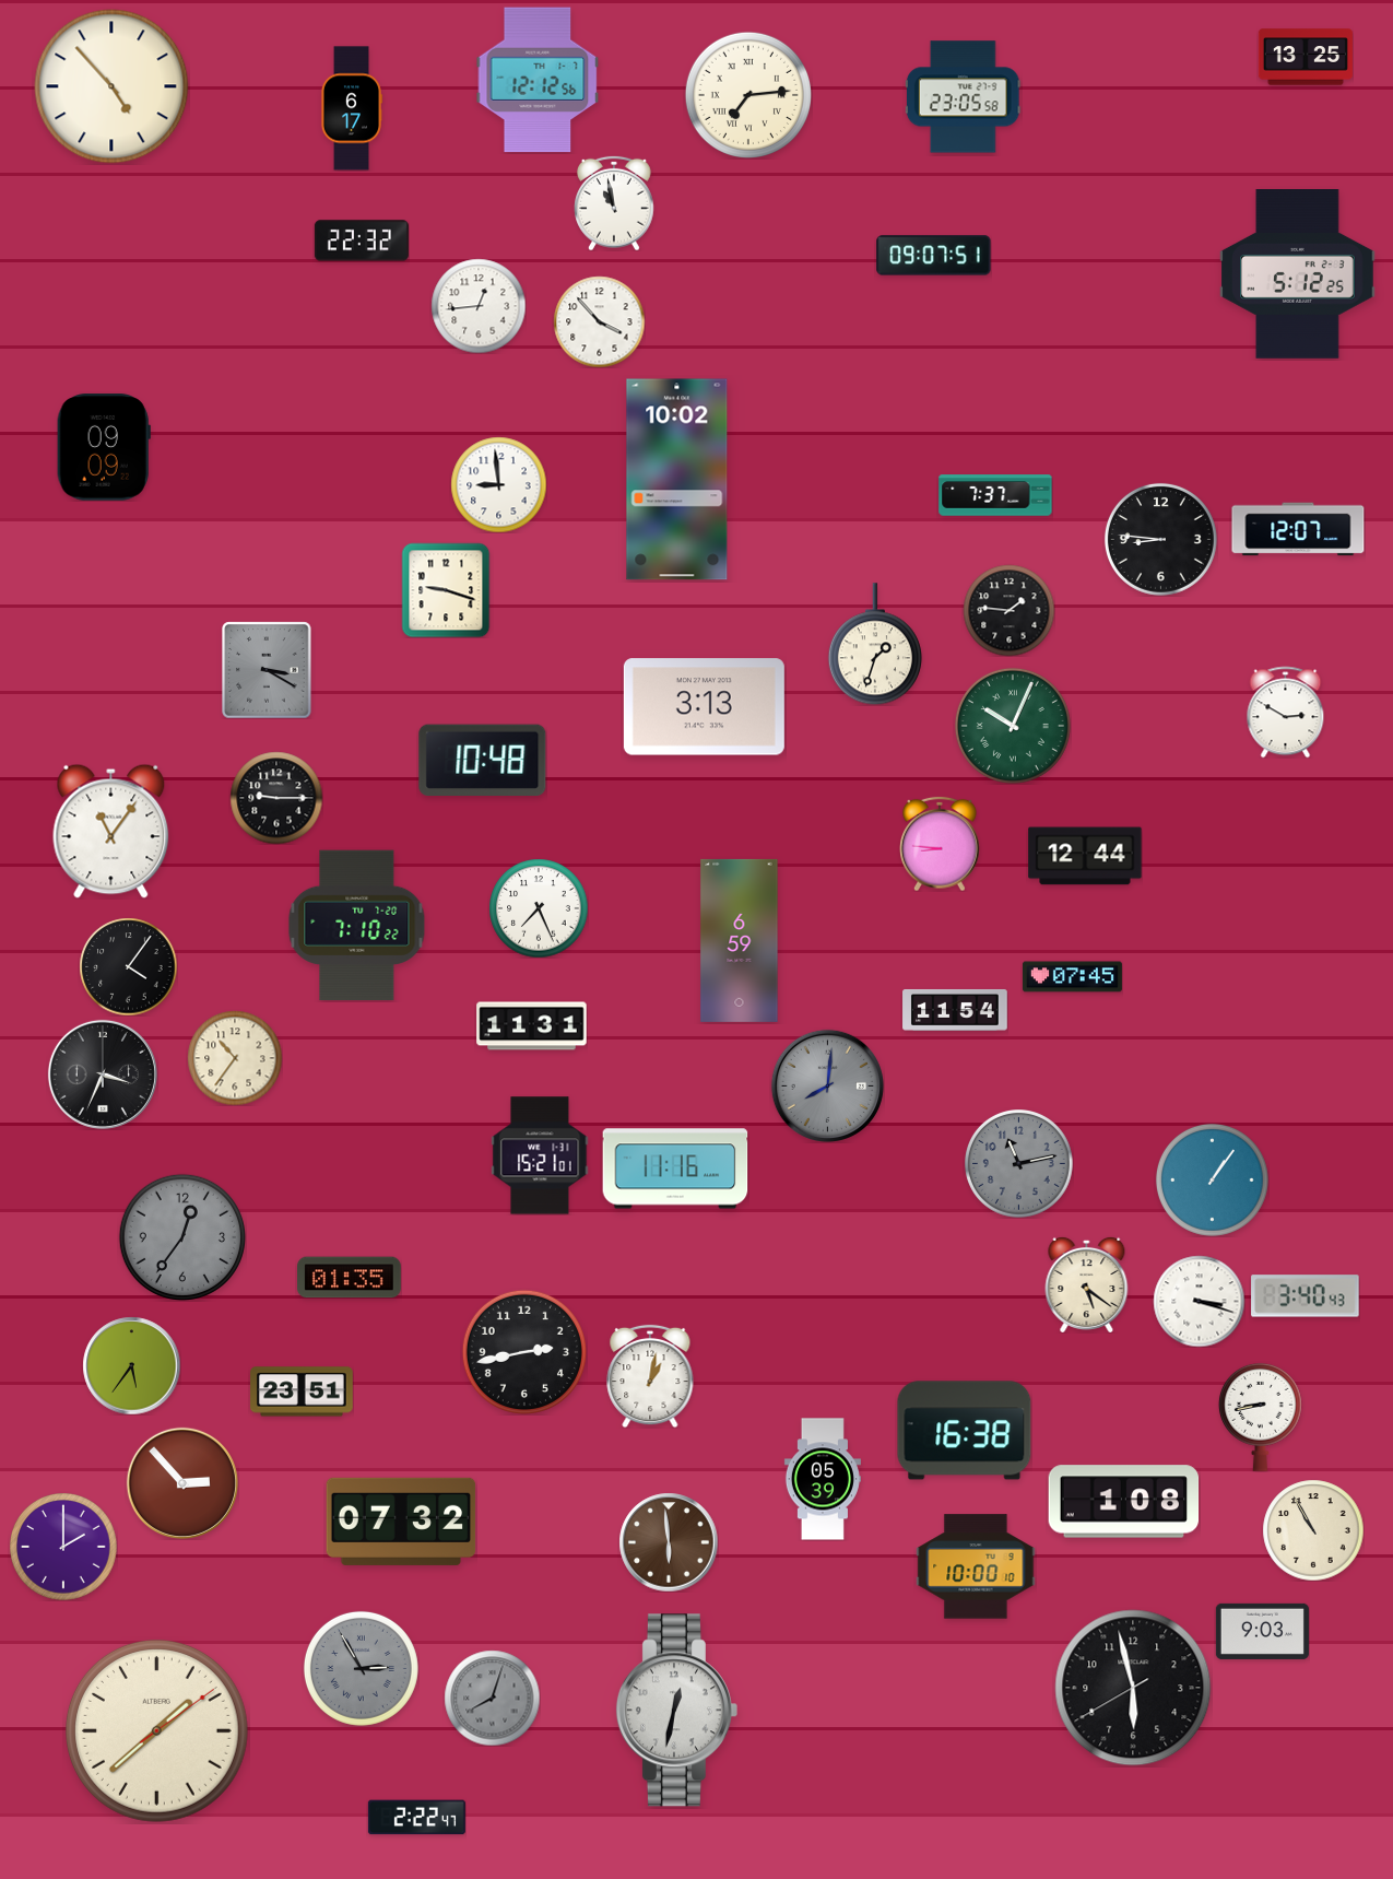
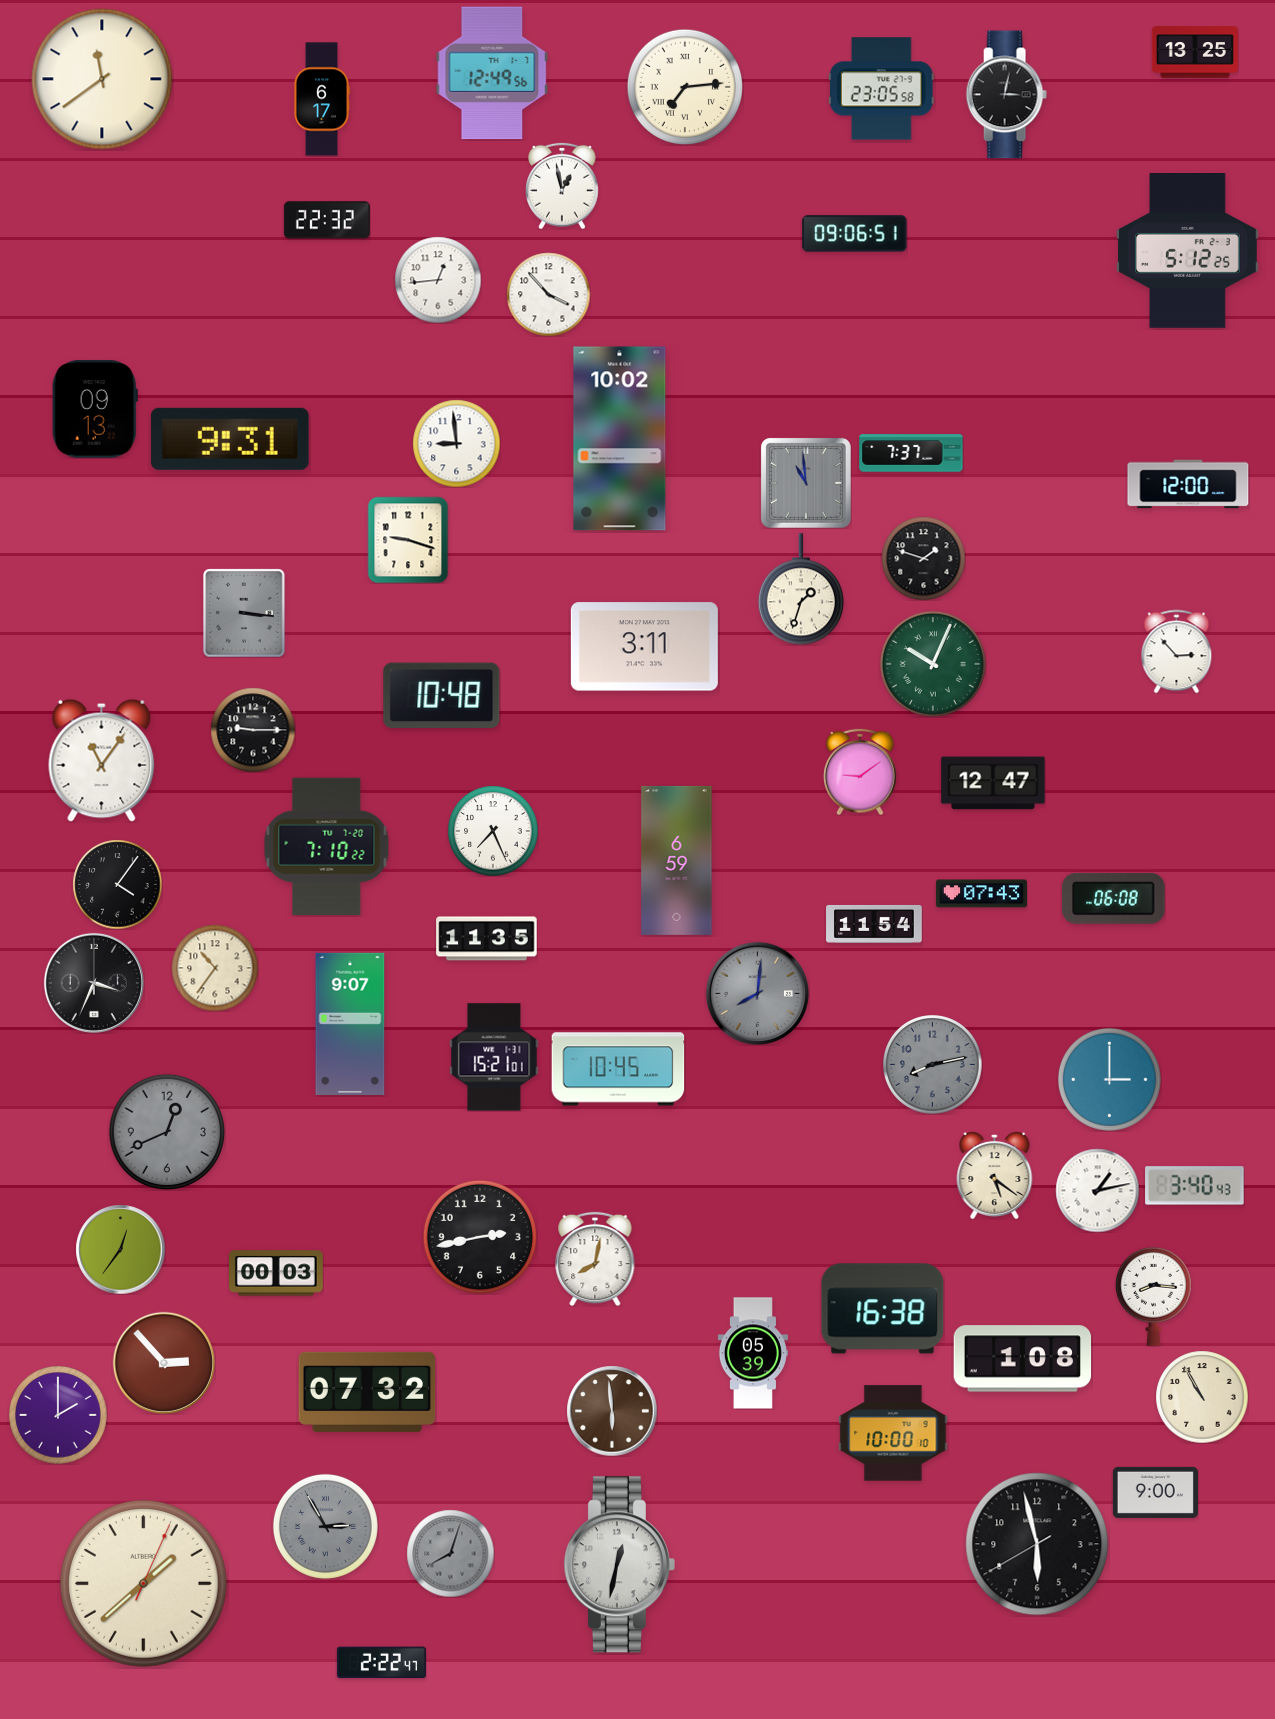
clock at (538, 80): 12:12 -> 12:49
clock at (111, 86): 4:53 -> 11:39
clock at (1006, 95): none -> 3:02
clock at (614, 203): 10:58 -> 12:58
clock at (362, 240) position: (362, 240) -> (327, 220)
clock at (934, 256): 09:07 -> 09:06
clock at (104, 447): 09:09 -> 09:13
clock at (230, 439): none -> 9:31
clock at (806, 483): none -> 10:59
clock at (1298, 529): 12:07 -> 12:00
clock at (1160, 539): 8:46 -> none
clock at (1008, 610): 1:46 -> 1:48
clock at (267, 670): 3:20 -> 3:16
clock at (704, 707): 3:13 -> 3:11
clock at (1286, 712): 2:50 -> 2:53
clock at (1013, 726) position: (1013, 726) -> (933, 664)
clock at (940, 844): 8:46 -> 9:09
clock at (1085, 856): 12:44 -> 12:47
clock at (1072, 977): 07:45 -> 07:43
clock at (1114, 898): none -> 06:08
clock at (532, 1026): 11:31 -> 11:35
clock at (350, 1024): none -> 9:07
clock at (1019, 1164): 11:13 -> 8:13
clock at (675, 1168): 11:16 -> 10:45
clock at (1212, 1179): 1:06 -> 3:00
clock at (181, 1236): 12:36 -> 12:41
clock at (350, 1278): 01:35 -> none
clock at (1199, 1301): 3:18 -> 1:13
clock at (131, 1365): 5:36 -> 12:36
clock at (650, 1376): 1:02 -> 8:02
clock at (303, 1391): 23:51 -> 00:03
clock at (1260, 1417): 8:43 -> 8:16
clock at (182, 1483) position: (182, 1483) -> (164, 1363)
clock at (1124, 1502) position: (1124, 1502) -> (1023, 1359)
clock at (1313, 1530) position: (1313, 1530) -> (1202, 1397)
clock at (1262, 1631): 9:03 -> 9:00
clock at (361, 1668) position: (361, 1668) -> (325, 1526)
clock at (156, 1730): 1:38:09 -> 1:38:04
